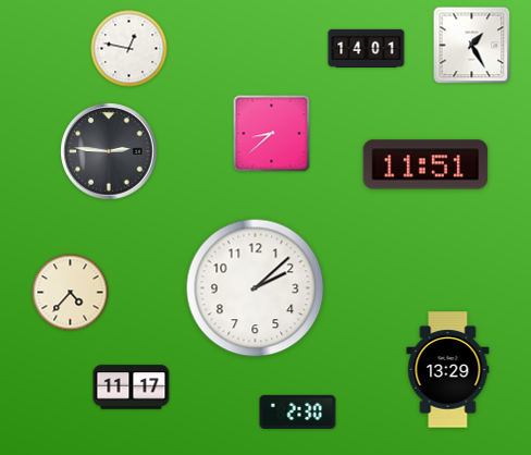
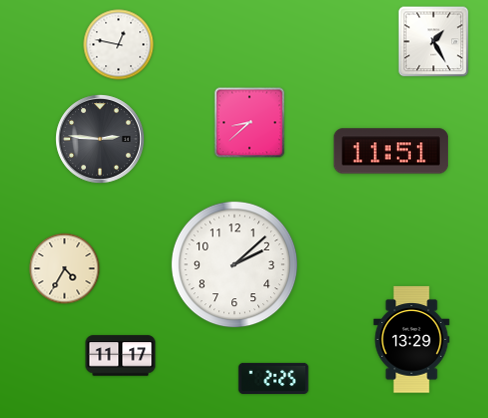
clock at (367, 48): 14:01 -> none
clock at (71, 293): 4:37 -> 4:35
clock at (298, 411): 2:30 -> 2:25
